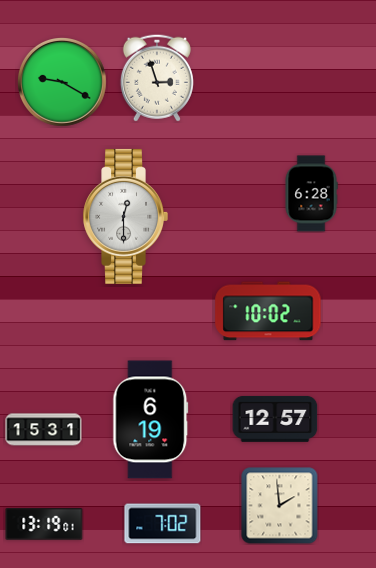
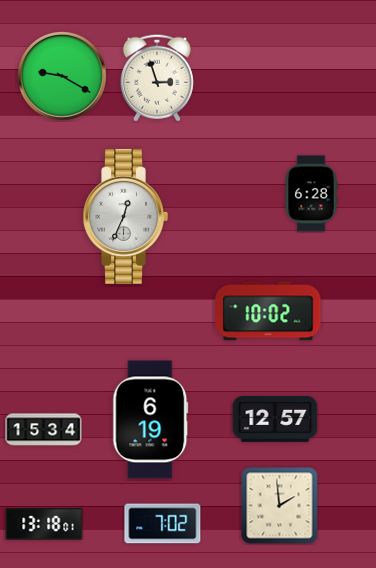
clock at (63, 83) position: (63, 83) -> (63, 77)
clock at (125, 216): 12:30 -> 12:34
clock at (44, 430): 15:31 -> 15:34
clock at (44, 525): 13:19 -> 13:18
